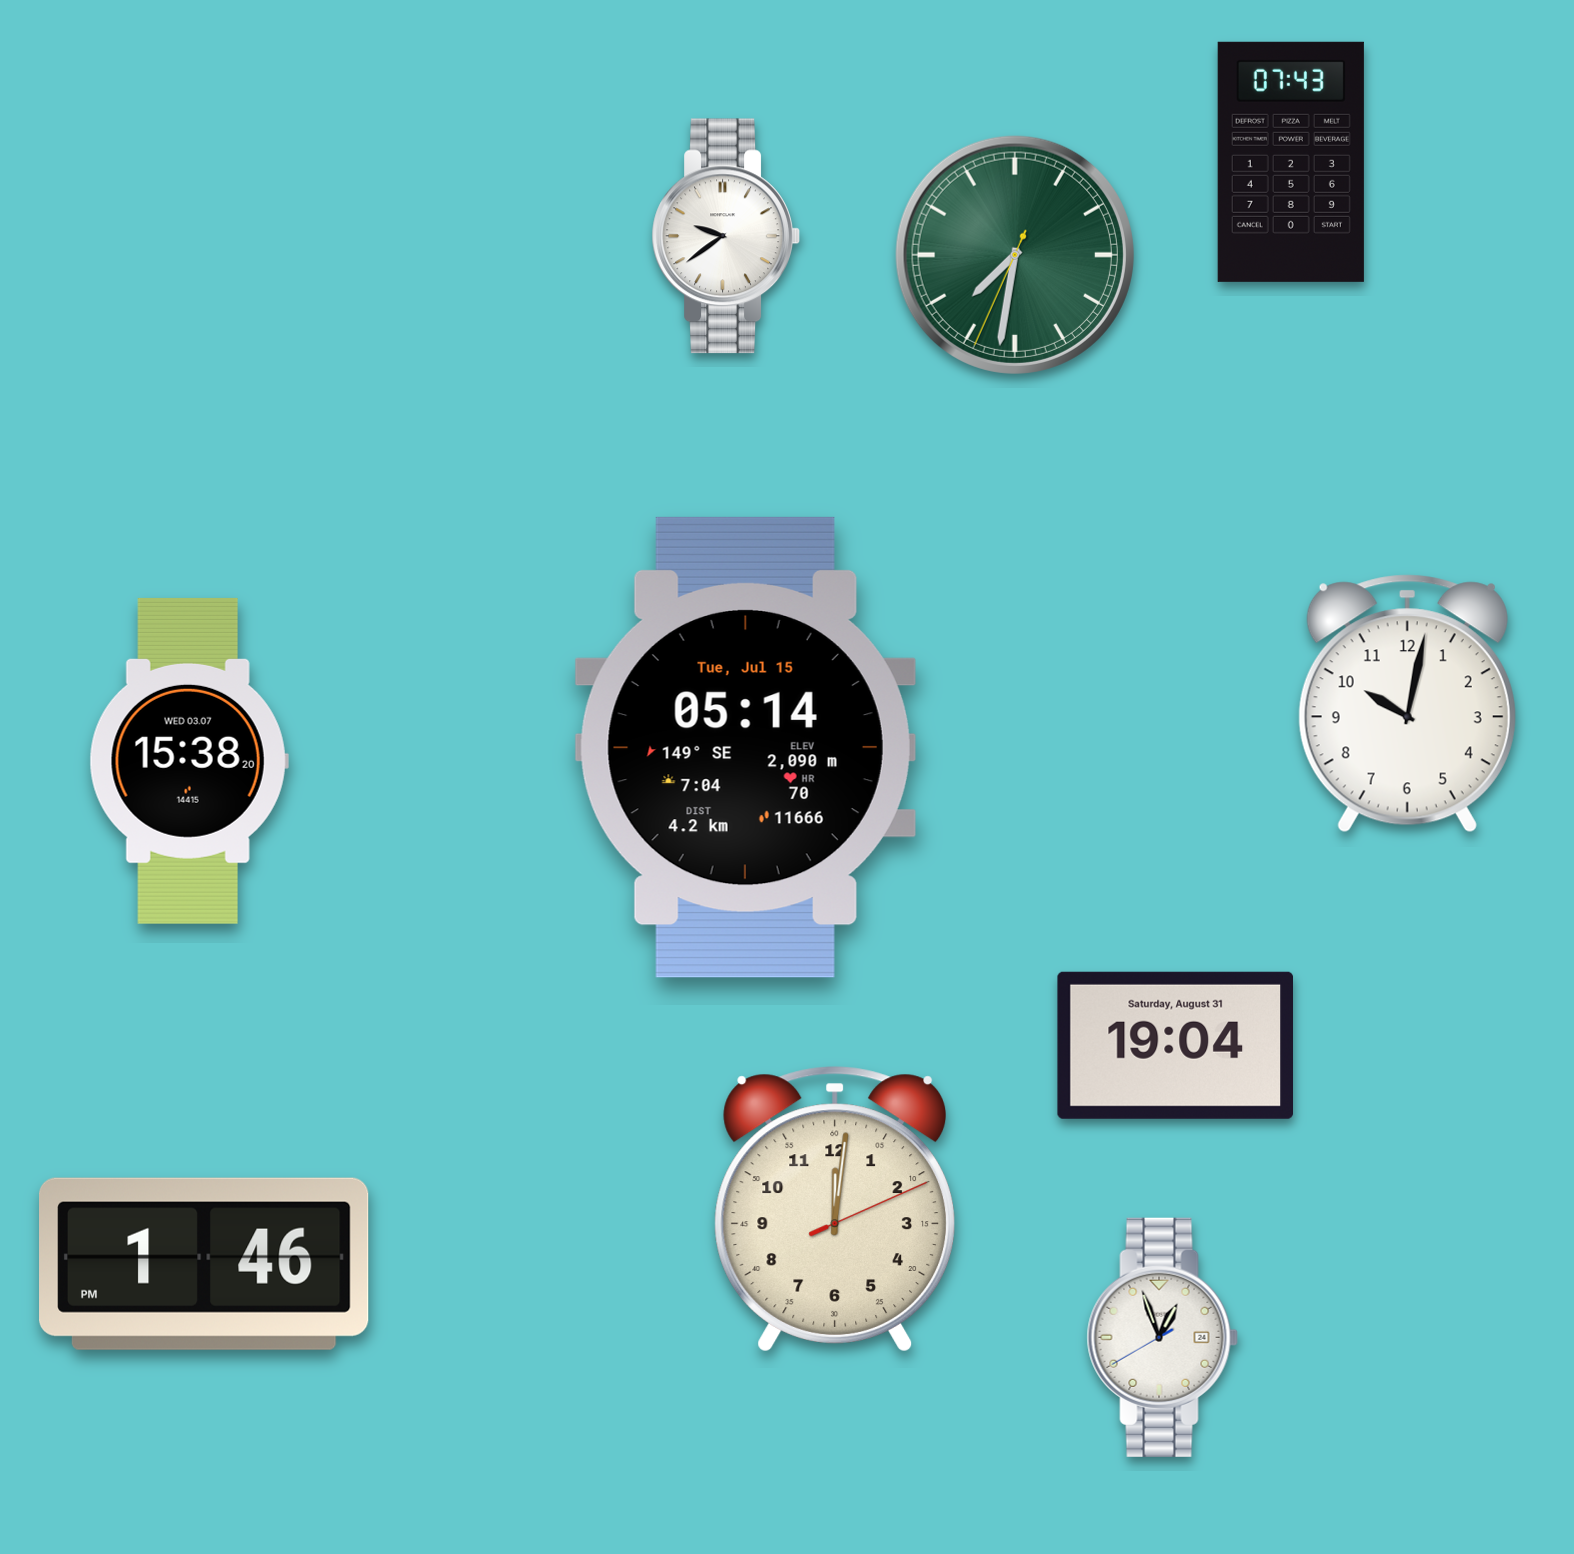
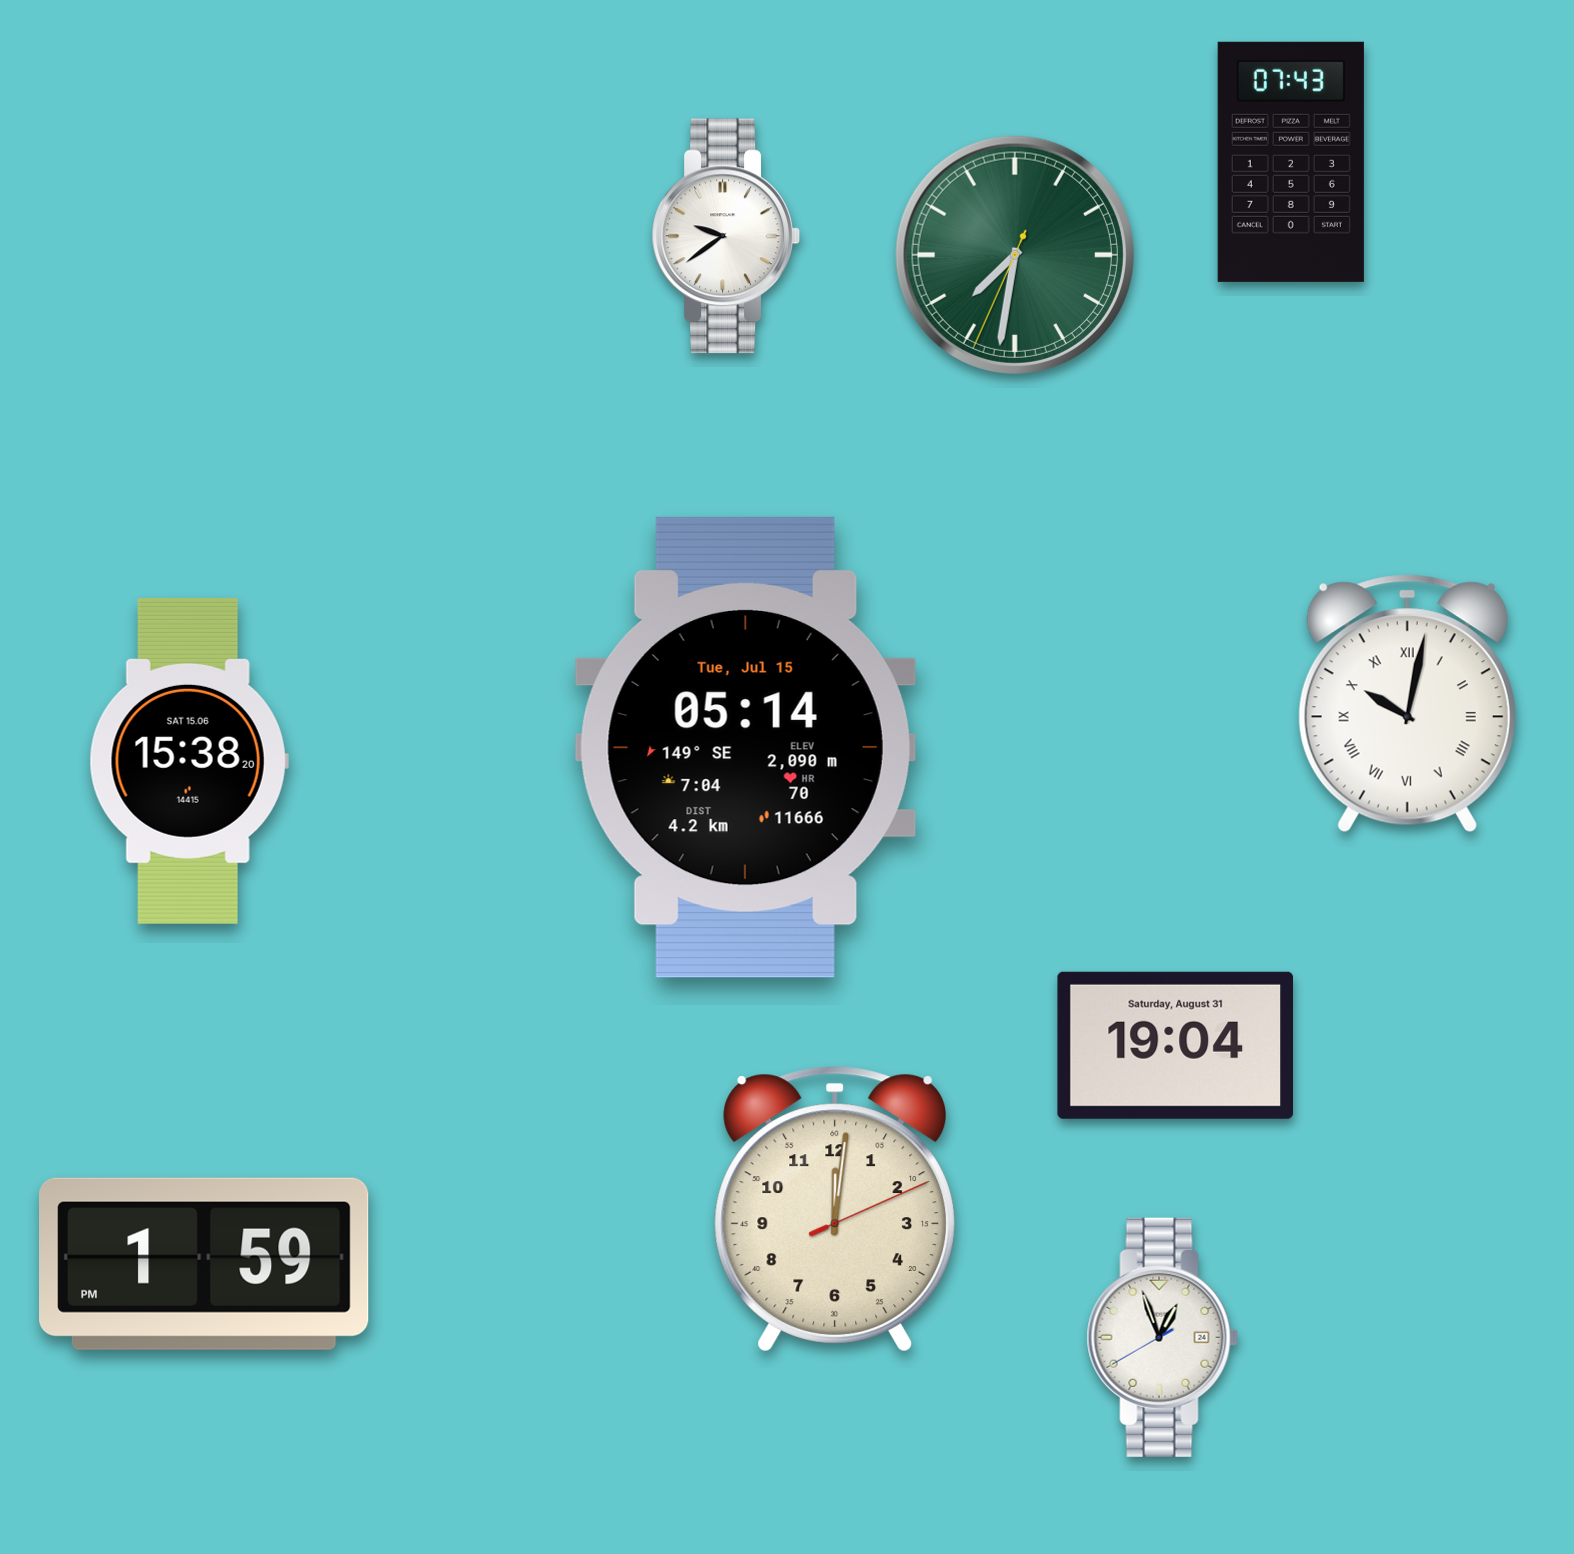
clock at (1407, 704) numerals: Arabic -> Roman
clock at (189, 761) date: WED 03.07 -> SAT 15.06
clock at (205, 1264): 1:46 -> 1:59
